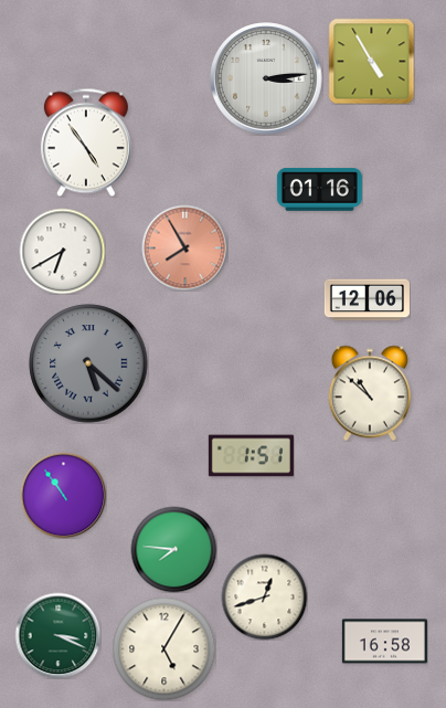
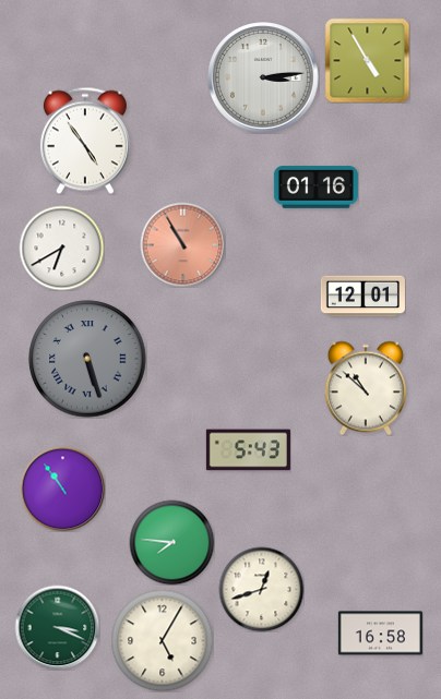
clock at (184, 247): 7:55 -> 10:55
clock at (367, 300): 12:06 -> 12:01
clock at (88, 363): 5:22 -> 5:27
clock at (251, 456): 1:51 -> 5:43
